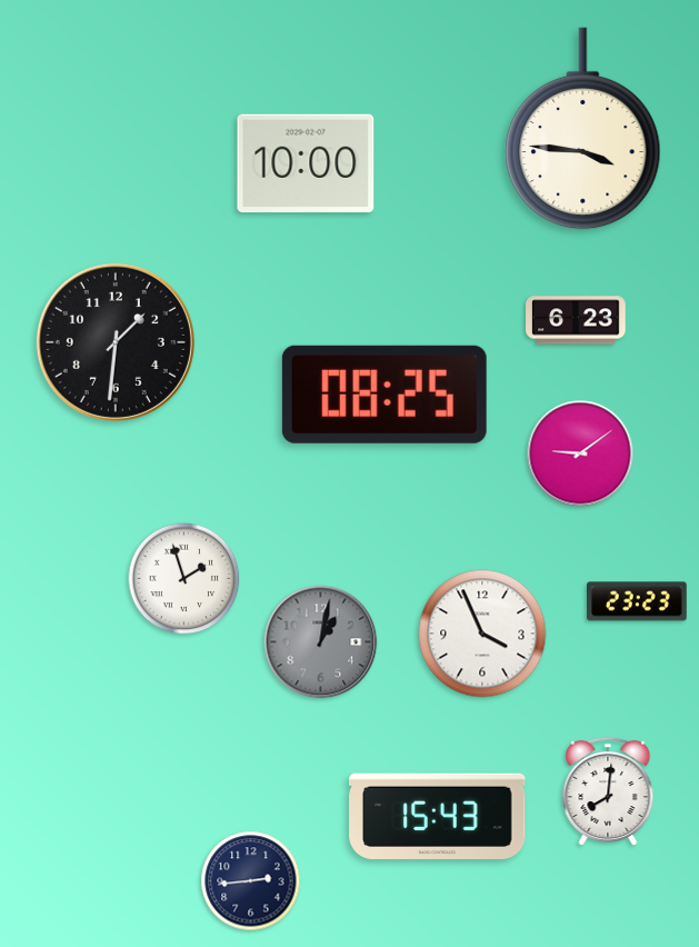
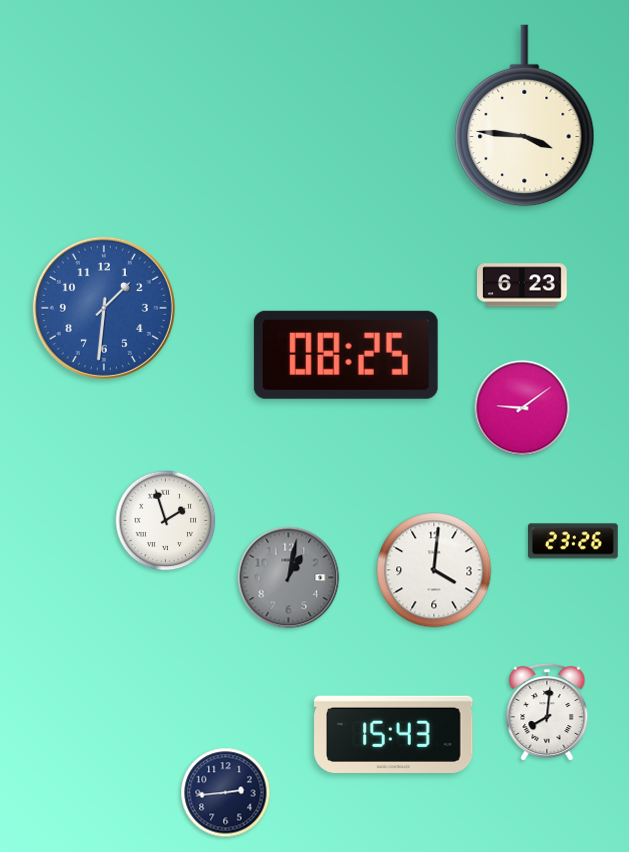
clock at (306, 163): 10:00 -> none
clock at (576, 320) position: (576, 320) -> (522, 285)
clock at (116, 342) dial: black -> blue
clock at (638, 601): 23:23 -> 23:26
clock at (482, 634): 3:56 -> 4:01
